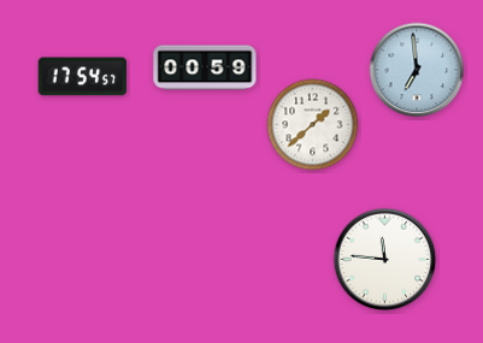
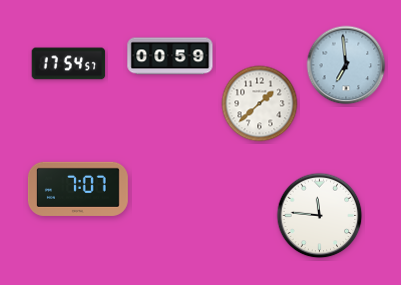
clock at (417, 70) position: (417, 70) -> (346, 65)
clock at (78, 189): none -> 7:07
